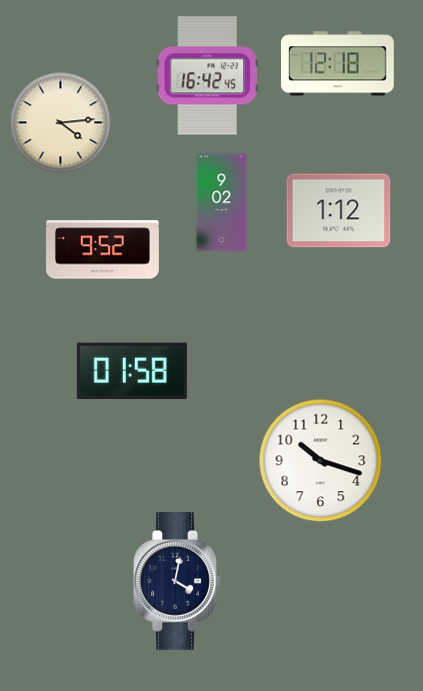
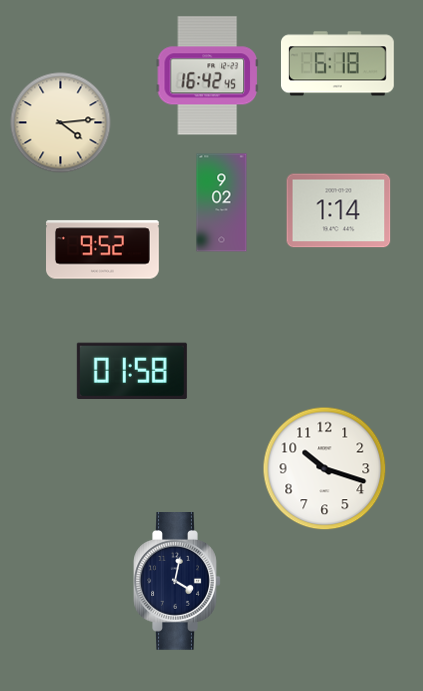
clock at (337, 64): 12:18 -> 6:18
clock at (339, 211): 1:12 -> 1:14
clock at (321, 461) position: (321, 461) -> (325, 469)
